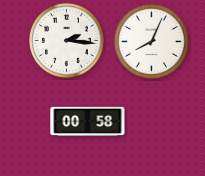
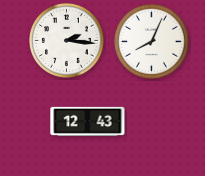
clock at (88, 121): 00:58 -> 12:43
